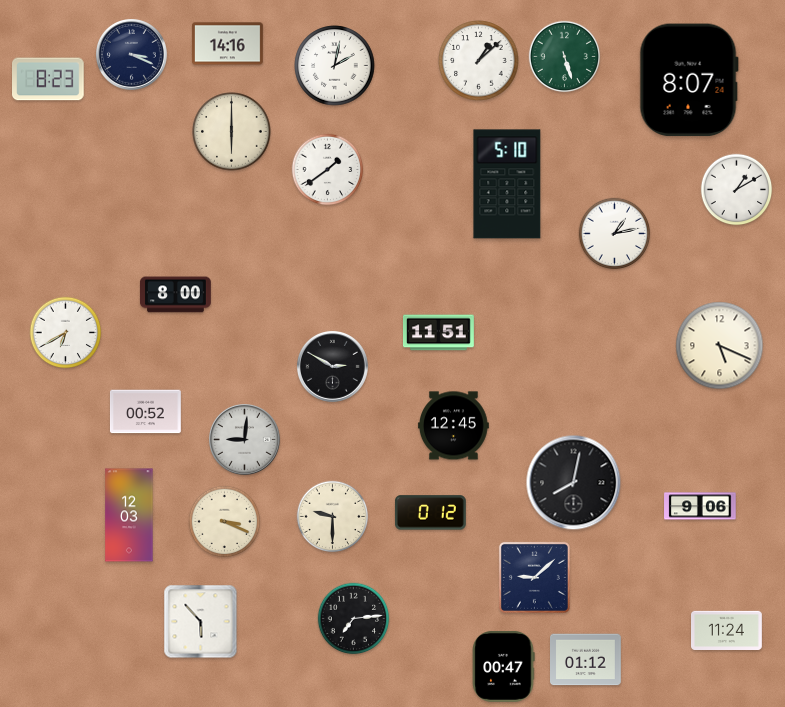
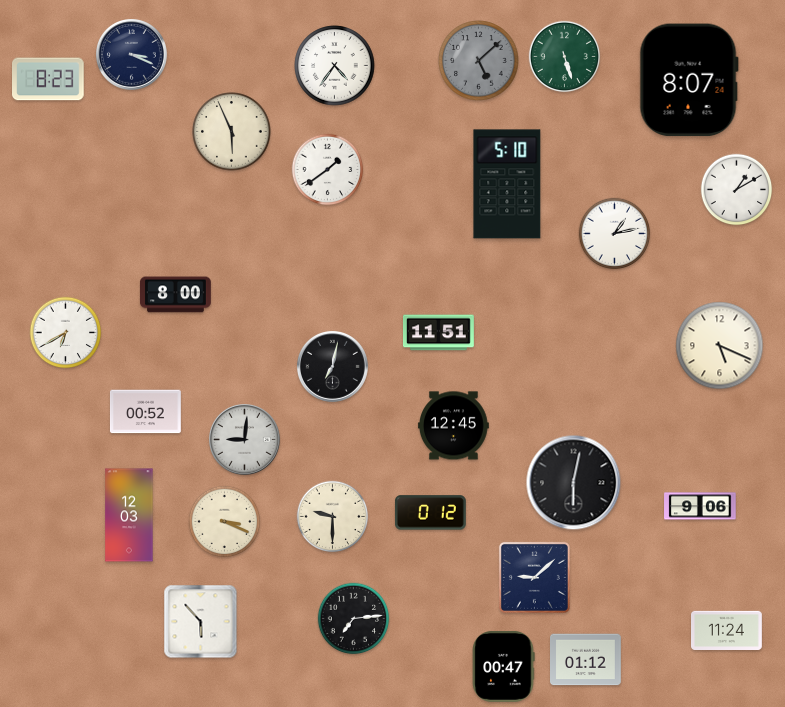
clock at (228, 44): 14:16 -> none
clock at (479, 61): 1:08 -> 5:08
clock at (479, 61) dial: white -> grey
clock at (335, 66): 2:02 -> 4:36
clock at (232, 132): 6:00 -> 5:56
clock at (333, 367): 2:50 -> 7:02
clock at (574, 483): 8:02 -> 6:02
